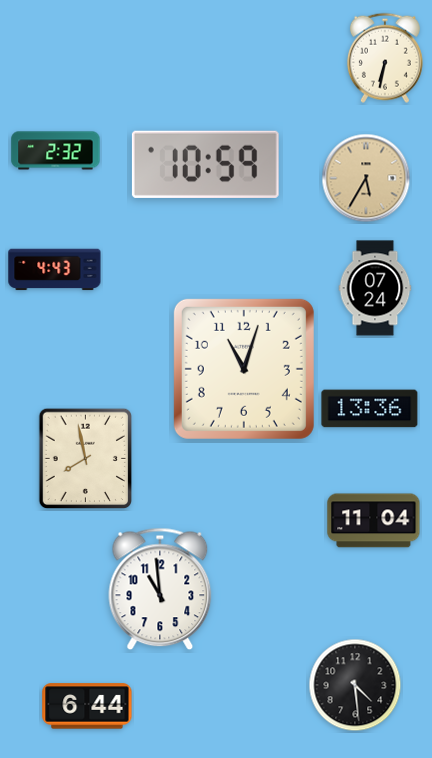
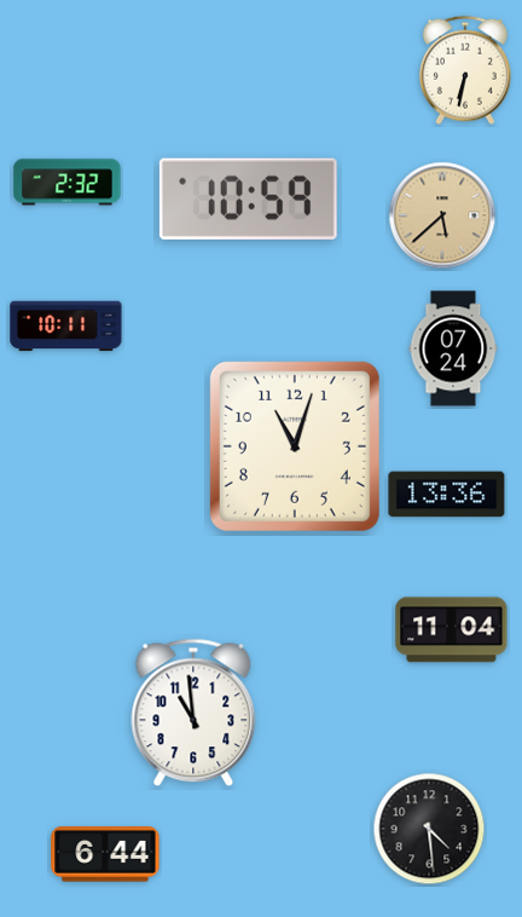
clock at (366, 178): 5:35 -> 5:38
clock at (55, 270): 4:43 -> 10:11
clock at (85, 459): 7:58 -> none
